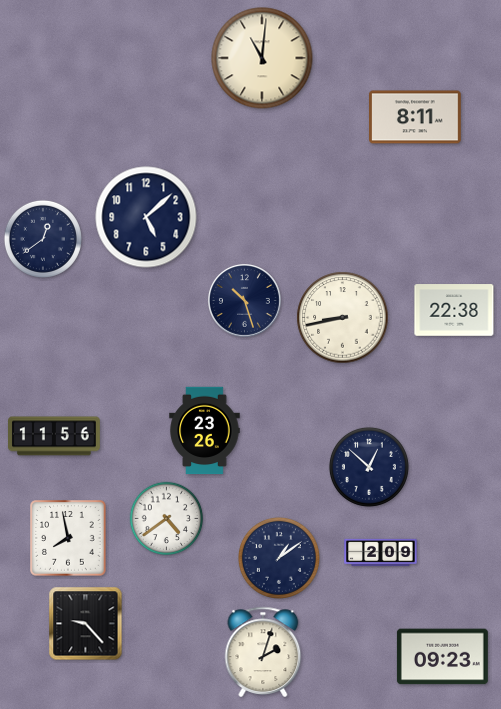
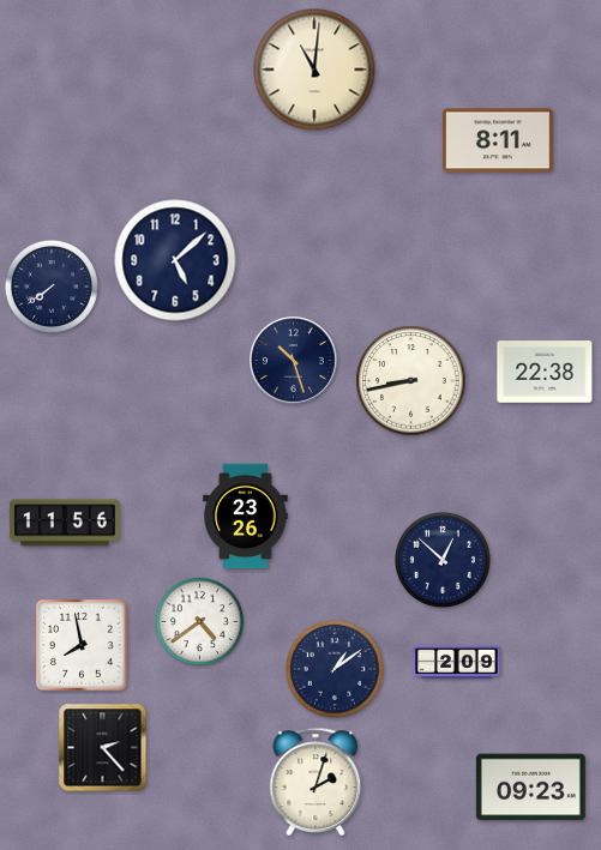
clock at (43, 239): 12:39 -> 7:39
clock at (86, 624): 9:23 -> 2:23
